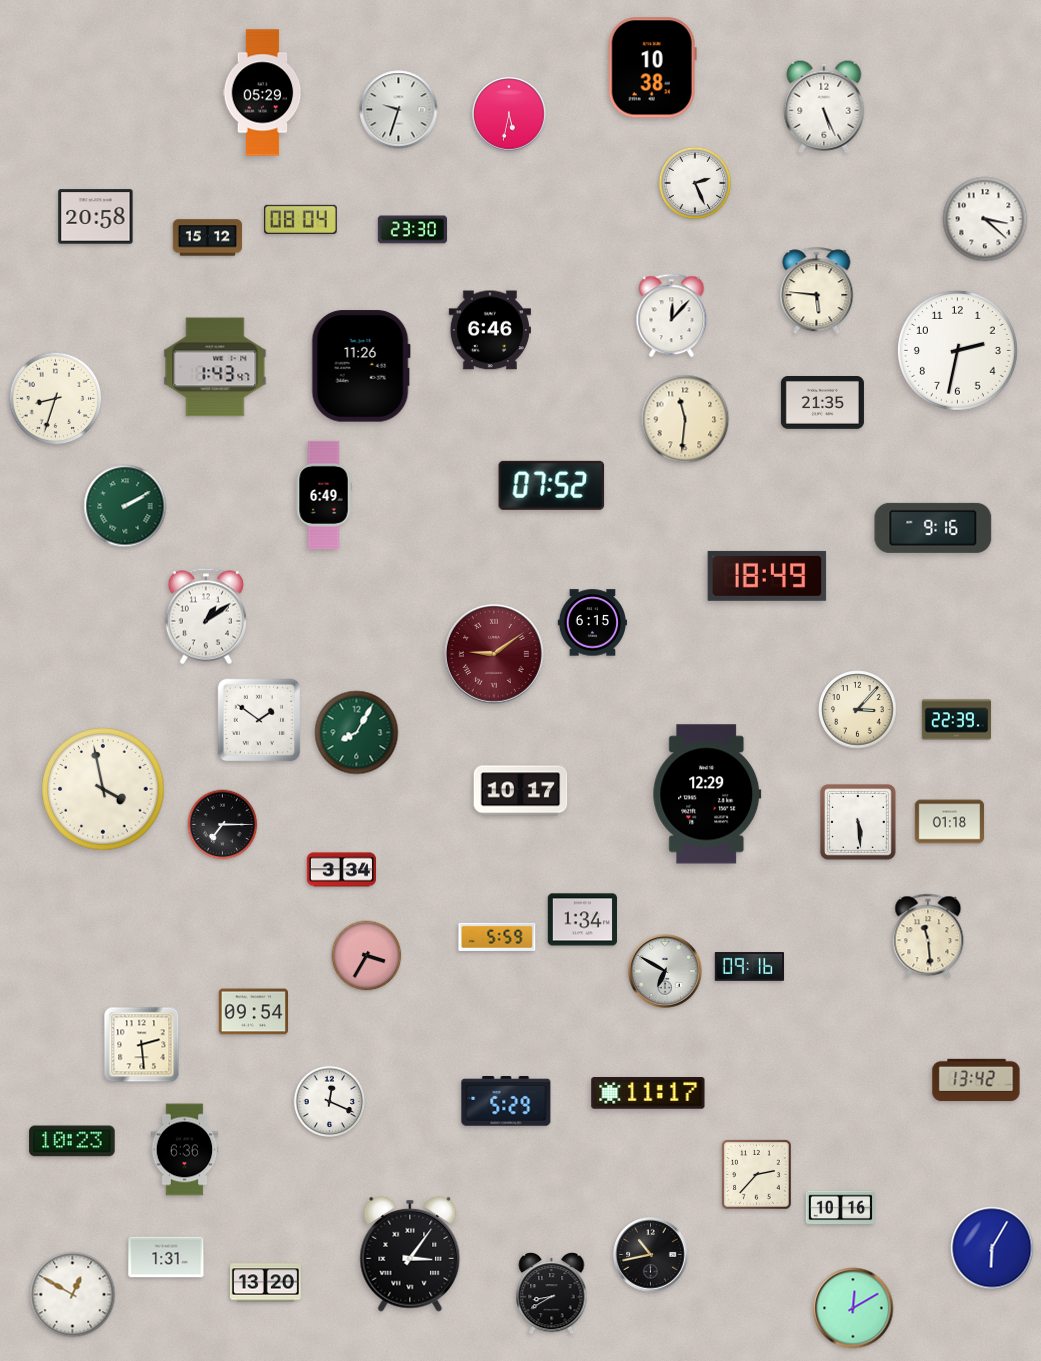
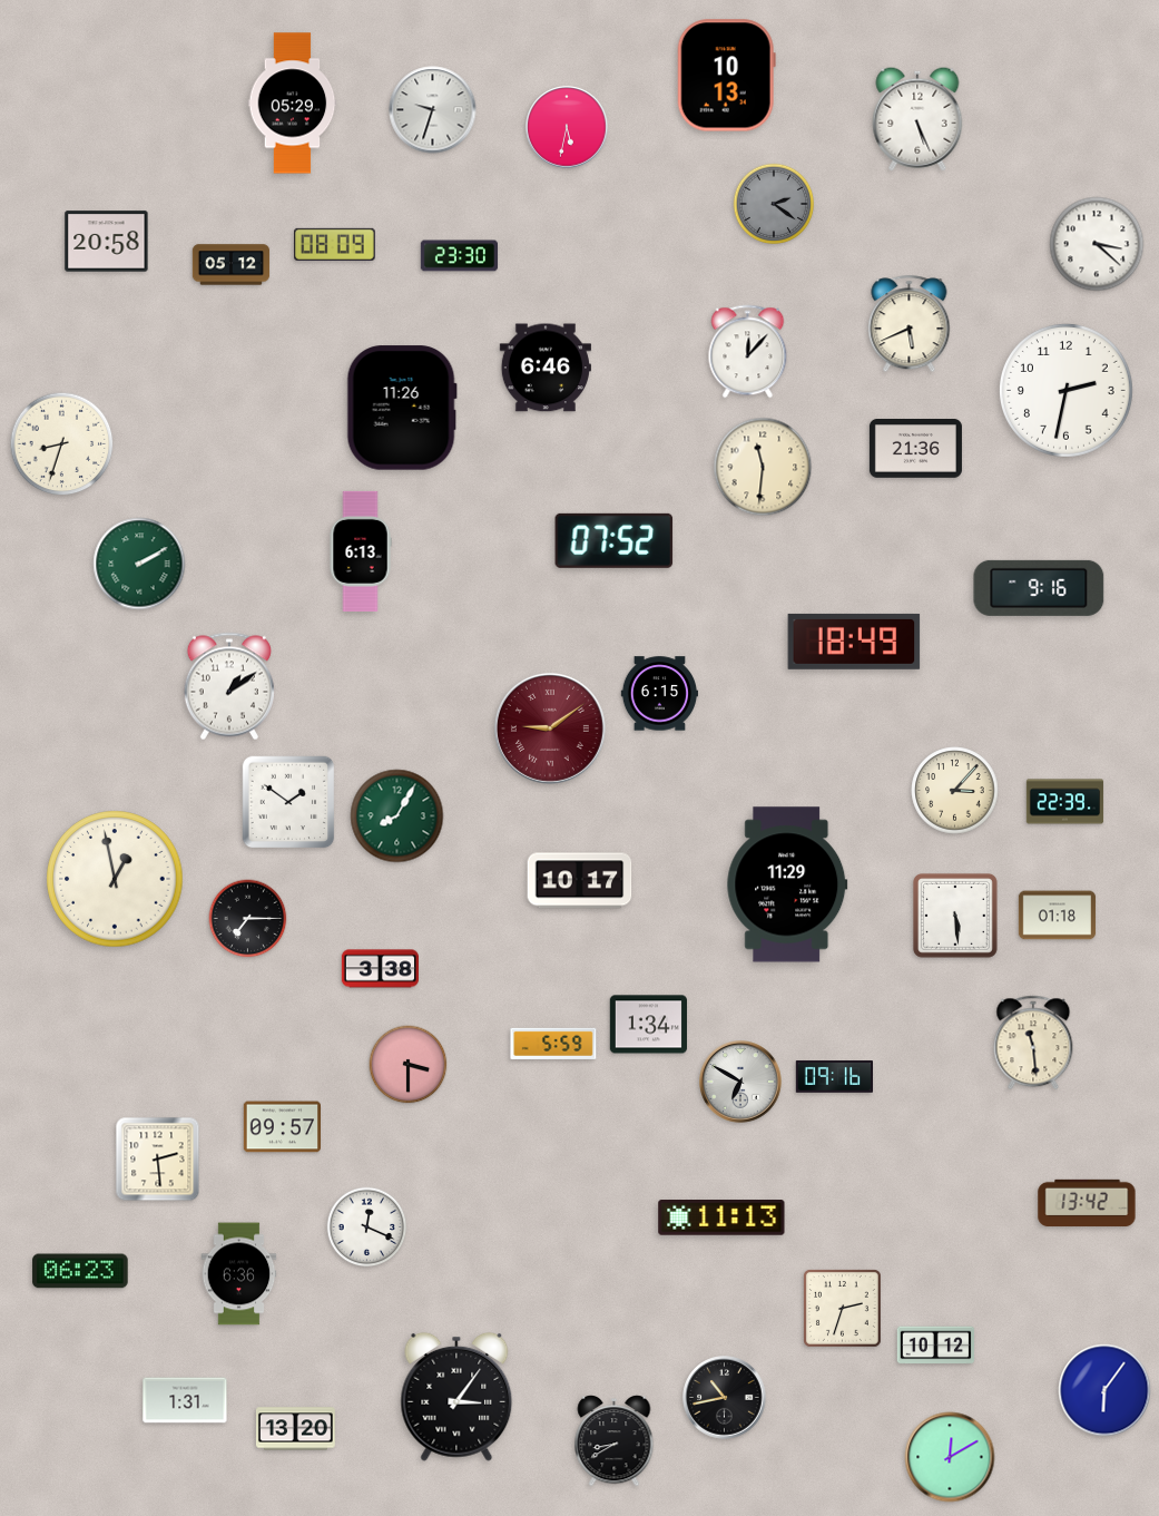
clock at (652, 68): 10:38 -> 10:13
clock at (399, 110) position: (399, 110) -> (433, 110)
clock at (695, 183): 2:26 -> 2:21
clock at (695, 183) dial: white -> grey
clock at (301, 219): 08:04 -> 08:09
clock at (208, 238): 15:12 -> 05:12
clock at (817, 291): 5:46 -> 5:41
clock at (215, 367): 1:43 -> none
clock at (822, 403): 21:35 -> 21:36
clock at (324, 495): 6:49 -> 6:13
clock at (103, 789): 3:58 -> 12:58
clock at (707, 794): 12:29 -> 11:29
clock at (342, 870): 3:34 -> 3:38
clock at (367, 956): 3:35 -> 3:30
clock at (253, 1012): 09:54 -> 09:57
clock at (142, 1045) position: (142, 1045) -> (158, 1160)
clock at (648, 1093): 11:17 -> 11:13
clock at (506, 1102): 5:29 -> none
clock at (72, 1141): 10:23 -> 06:23
clock at (185, 1150) position: (185, 1150) -> (239, 1274)
clock at (757, 1175): 2:37 -> 2:33
clock at (840, 1208): 10:16 -> 10:12
clock at (992, 1248): 6:05 -> 6:06
clock at (73, 1295): 12:50 -> none
